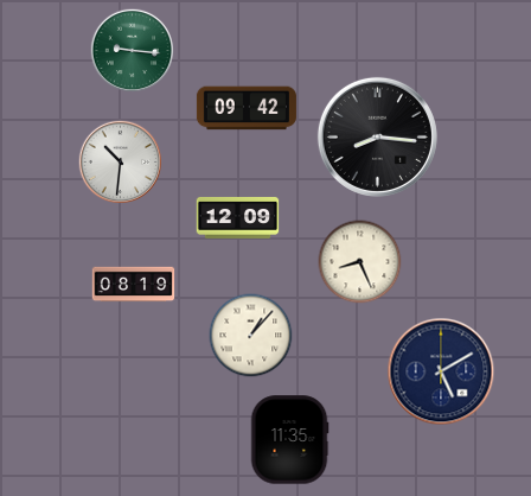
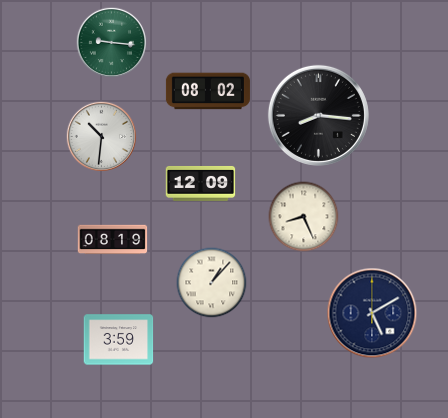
clock at (247, 108): 09:42 -> 08:02
clock at (360, 262) position: (360, 262) -> (304, 217)
clock at (119, 340): none -> 3:59
clock at (289, 440): 11:35 -> none
